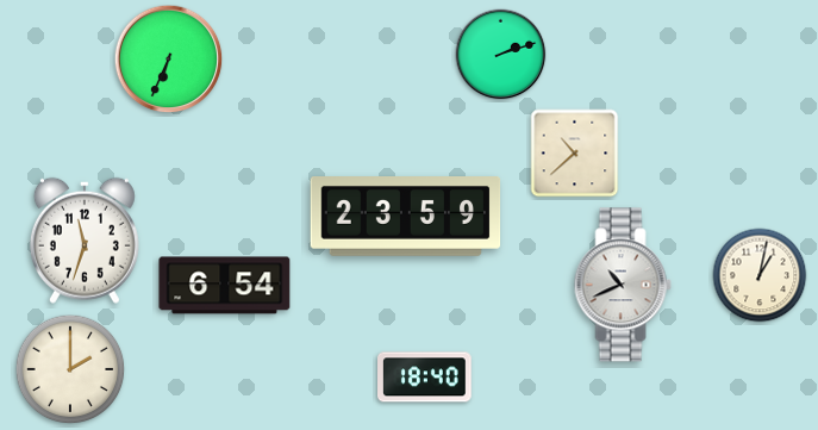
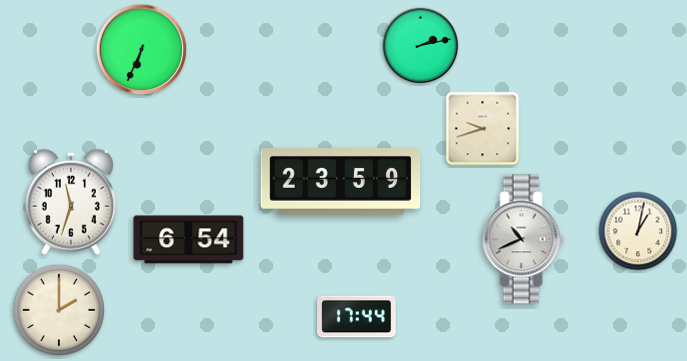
clock at (501, 55): 2:12 -> 2:13
clock at (575, 154): 10:38 -> 9:42
clock at (425, 378): 18:40 -> 17:44
